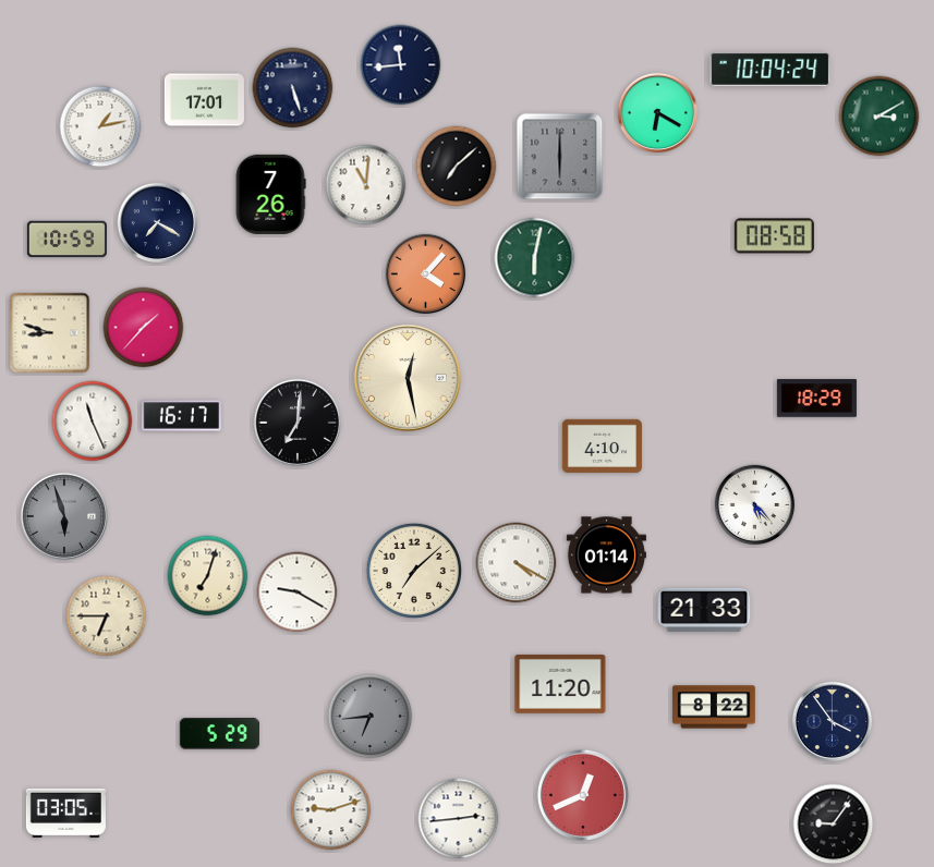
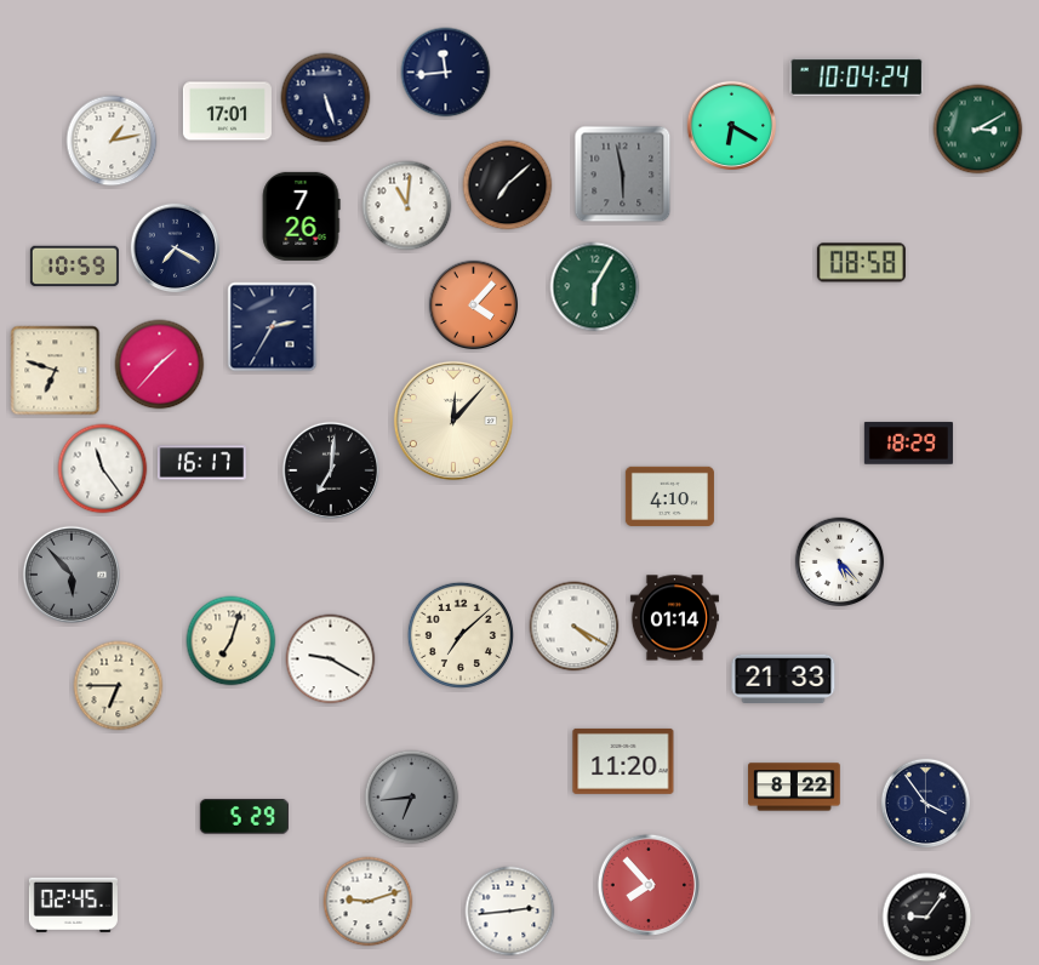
clock at (560, 157): 6:00 -> 5:58
clock at (535, 258): 6:02 -> 6:05
clock at (273, 327): none -> 2:35
clock at (50, 333): 8:48 -> 6:48
clock at (408, 378): 12:28 -> 12:07
clock at (93, 422): 11:26 -> 11:24
clock at (63, 515): 5:57 -> 5:53
clock at (583, 795): 12:41 -> 7:53
clock at (65, 813): 03:05 -> 02:45
